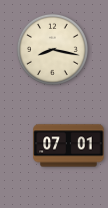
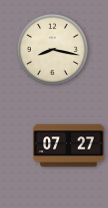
clock at (69, 146): 07:01 -> 07:27
